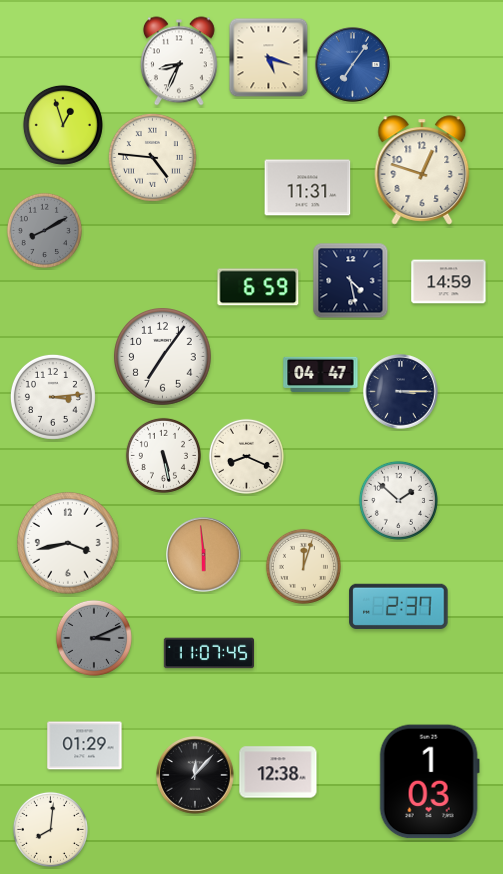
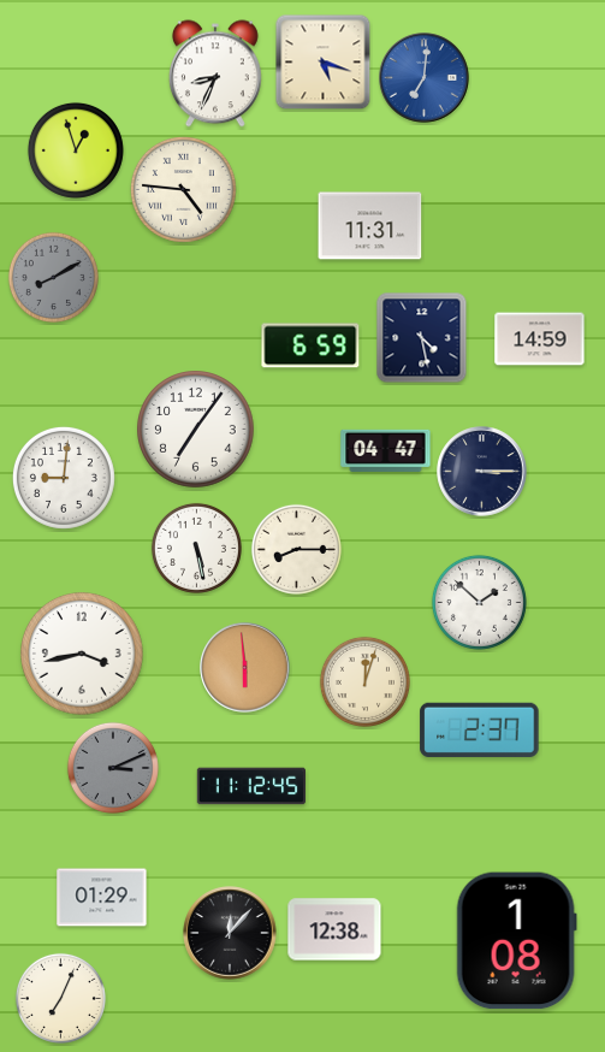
clock at (269, 58) position: (269, 58) -> (324, 63)
clock at (353, 65): 7:06 -> 7:01
clock at (422, 170): 12:48 -> none
clock at (53, 397): 3:14 -> 9:01
clock at (246, 456): 8:19 -> 8:15
clock at (209, 653): 11:07 -> 11:12
clock at (195, 775) position: (195, 775) -> (230, 933)
clock at (429, 782): 1:03 -> 1:08
clock at (50, 829): 8:01 -> 7:04
